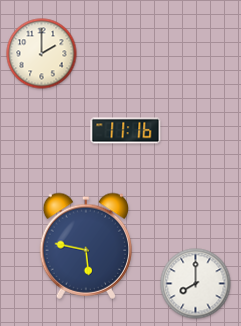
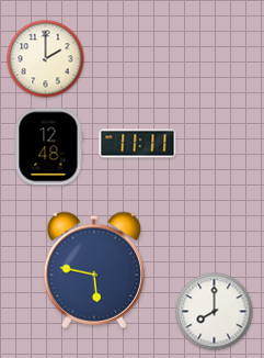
clock at (126, 131): 11:16 -> 11:11
clock at (48, 147): none -> 12:48
